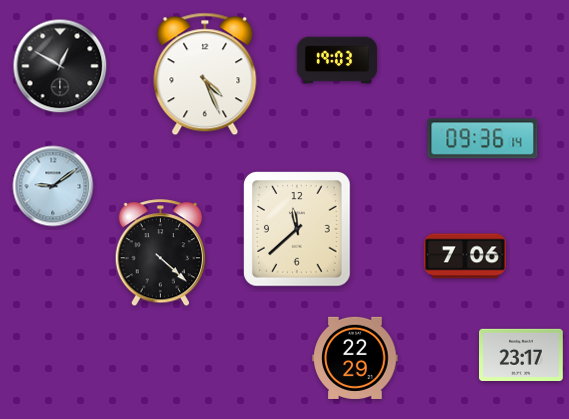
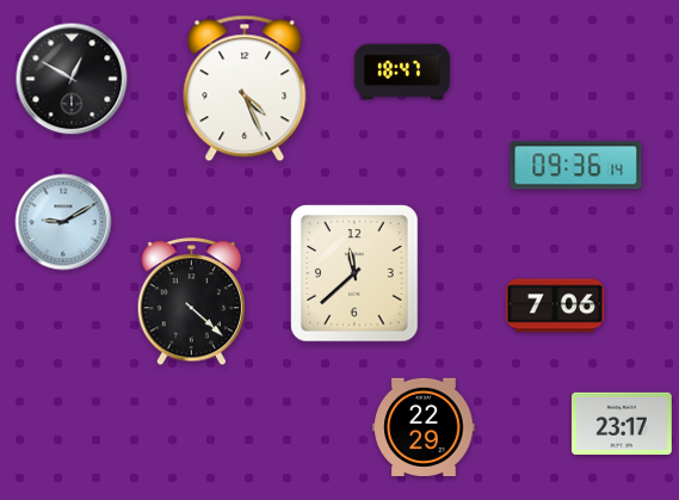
clock at (337, 60): 19:03 -> 18:47
clock at (53, 186): 9:09 -> 9:10
